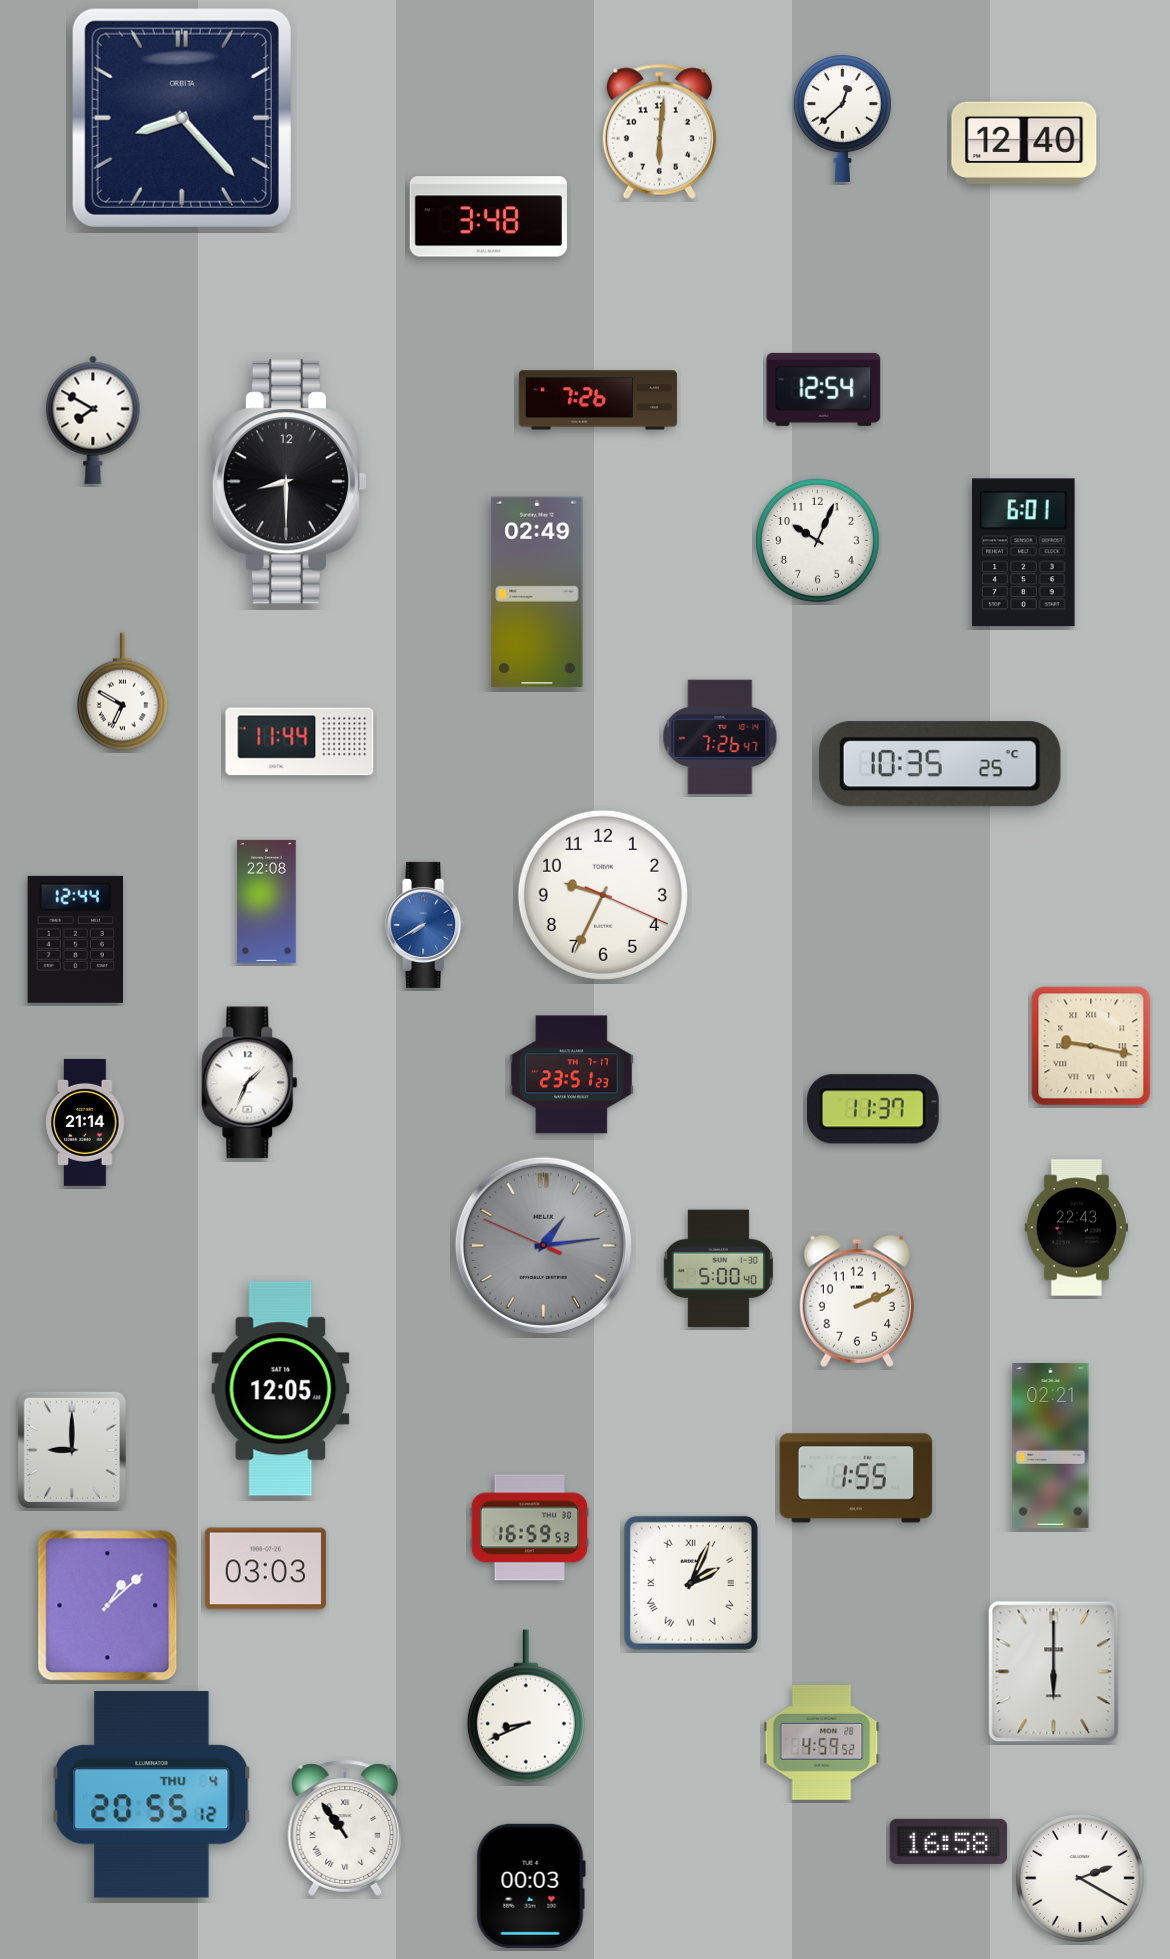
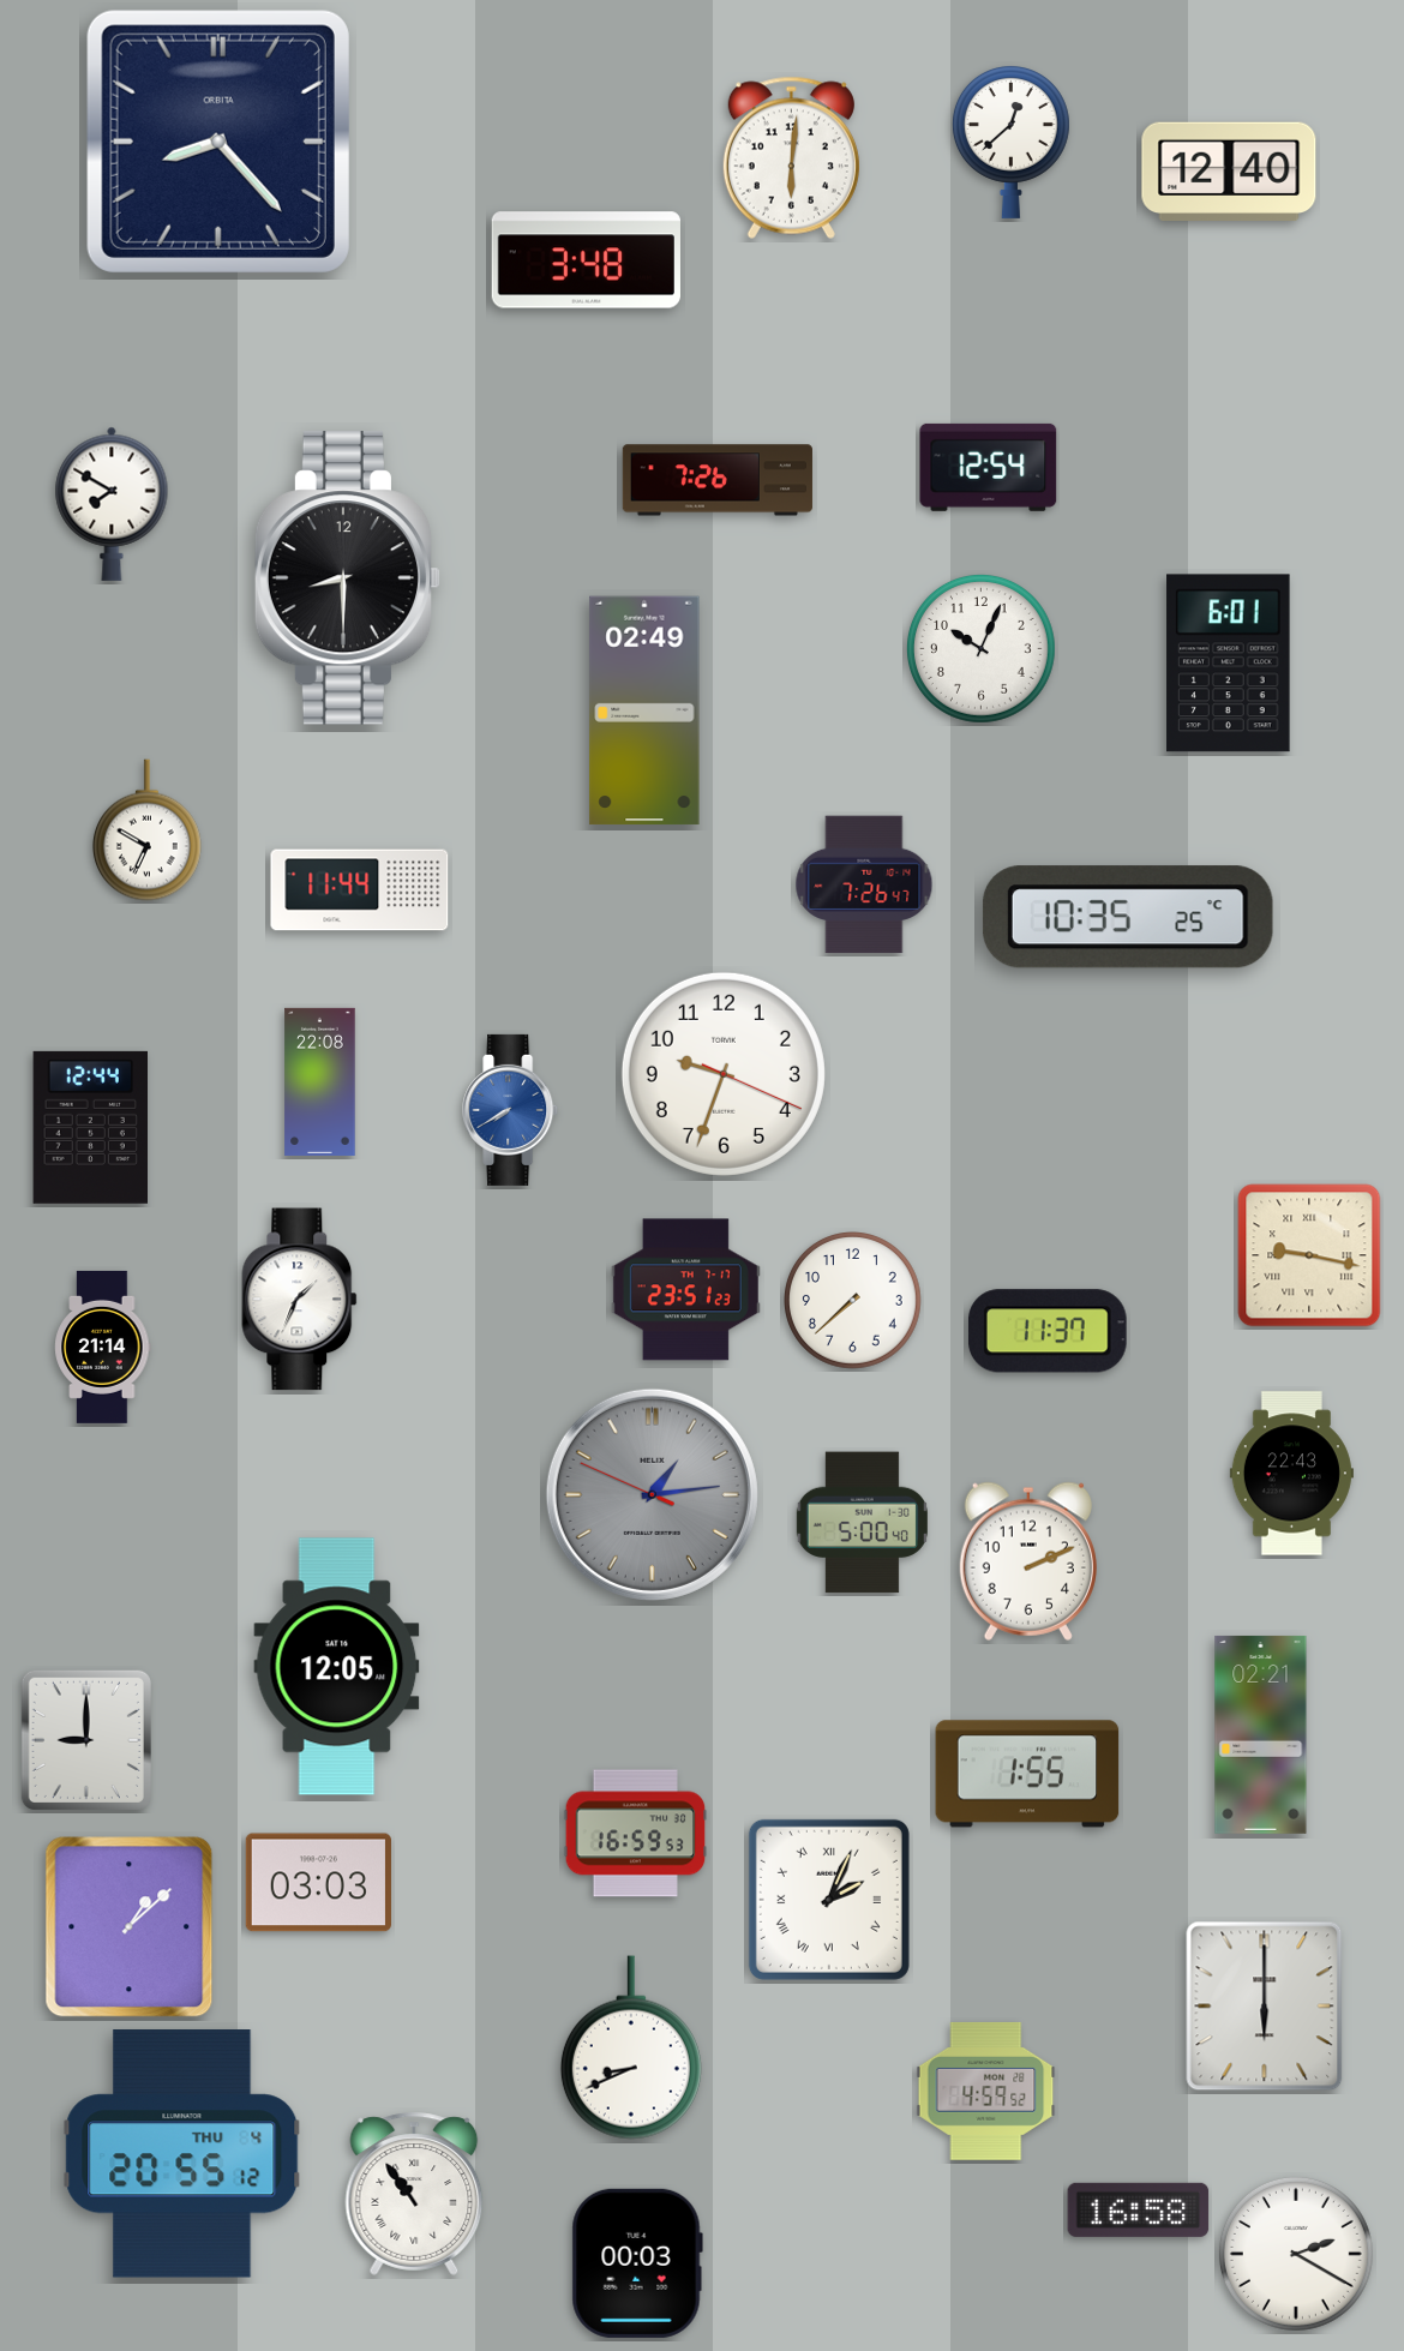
clock at (603, 895): 9:34 -> 9:33
clock at (853, 1301): none -> 7:38
